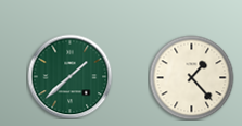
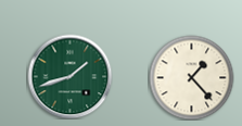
clock at (69, 76): 1:38 -> 1:42
